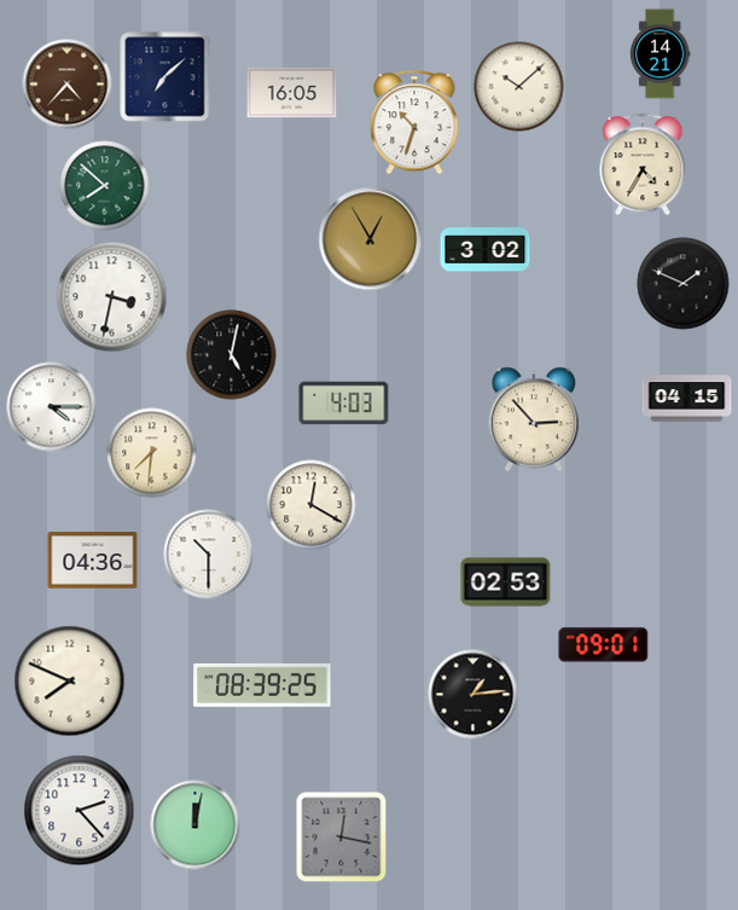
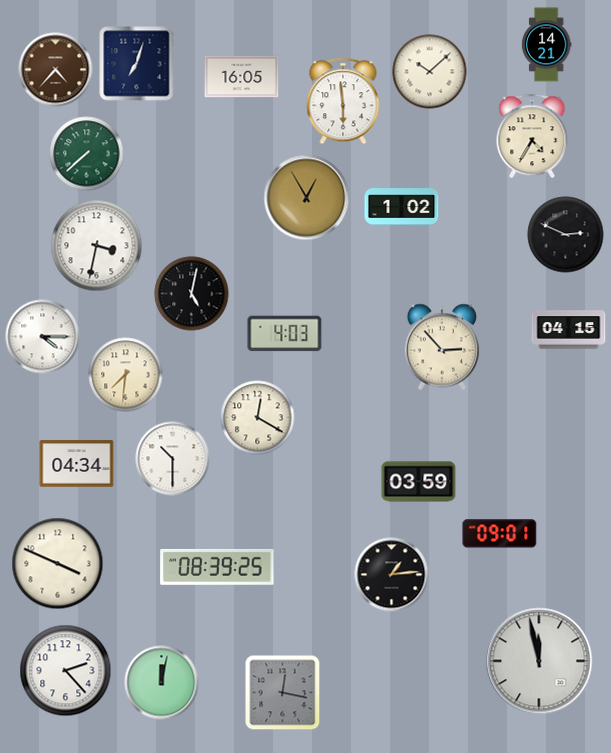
clock at (165, 77): 7:08 -> 7:03
clock at (414, 122): 10:33 -> 5:59
clock at (105, 186): 7:52 -> 7:38
clock at (486, 250): 3:02 -> 1:02
clock at (684, 284): 1:49 -> 2:49
clock at (112, 297) position: (112, 297) -> (97, 246)
clock at (93, 561): 04:36 -> 04:34
clock at (506, 582): 02:53 -> 03:59
clock at (70, 682): 7:49 -> 3:49
clock at (539, 661): none -> 11:58
